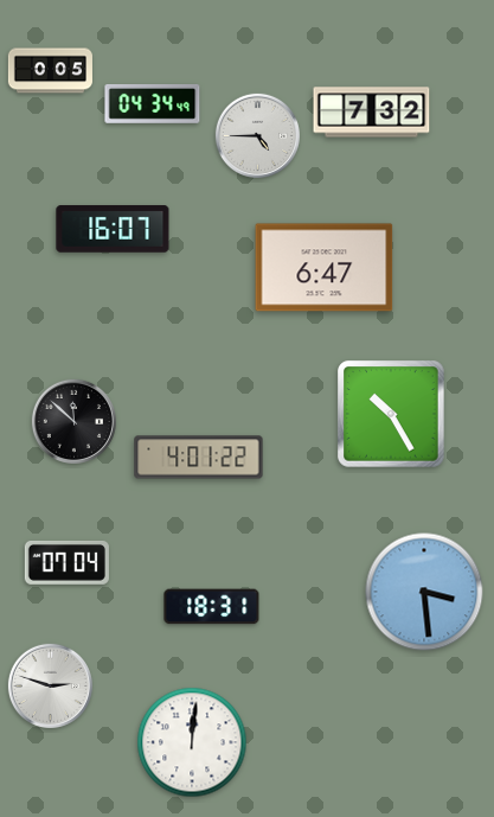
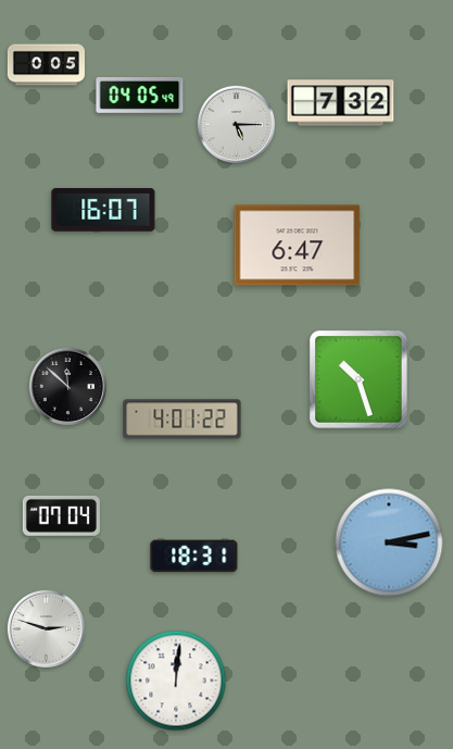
clock at (153, 103): 04:34 -> 04:05
clock at (257, 135): 4:45 -> 5:15
clock at (391, 414): 10:25 -> 10:27
clock at (424, 592): 3:29 -> 3:13
